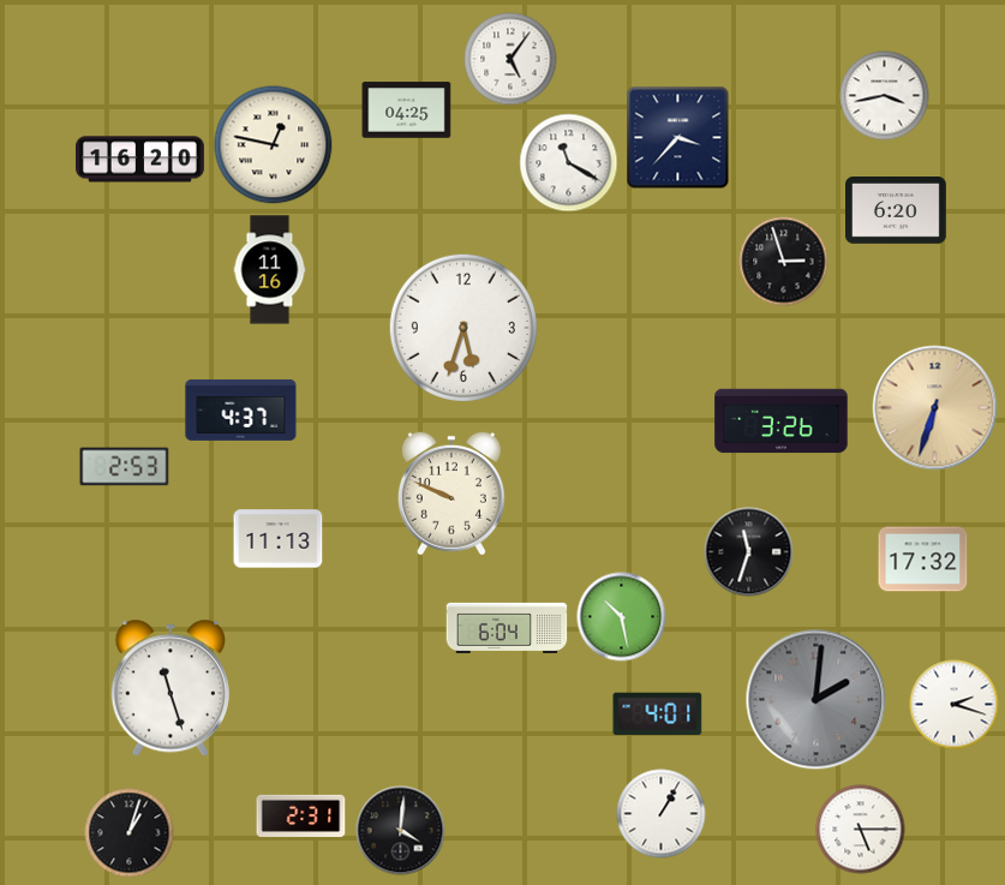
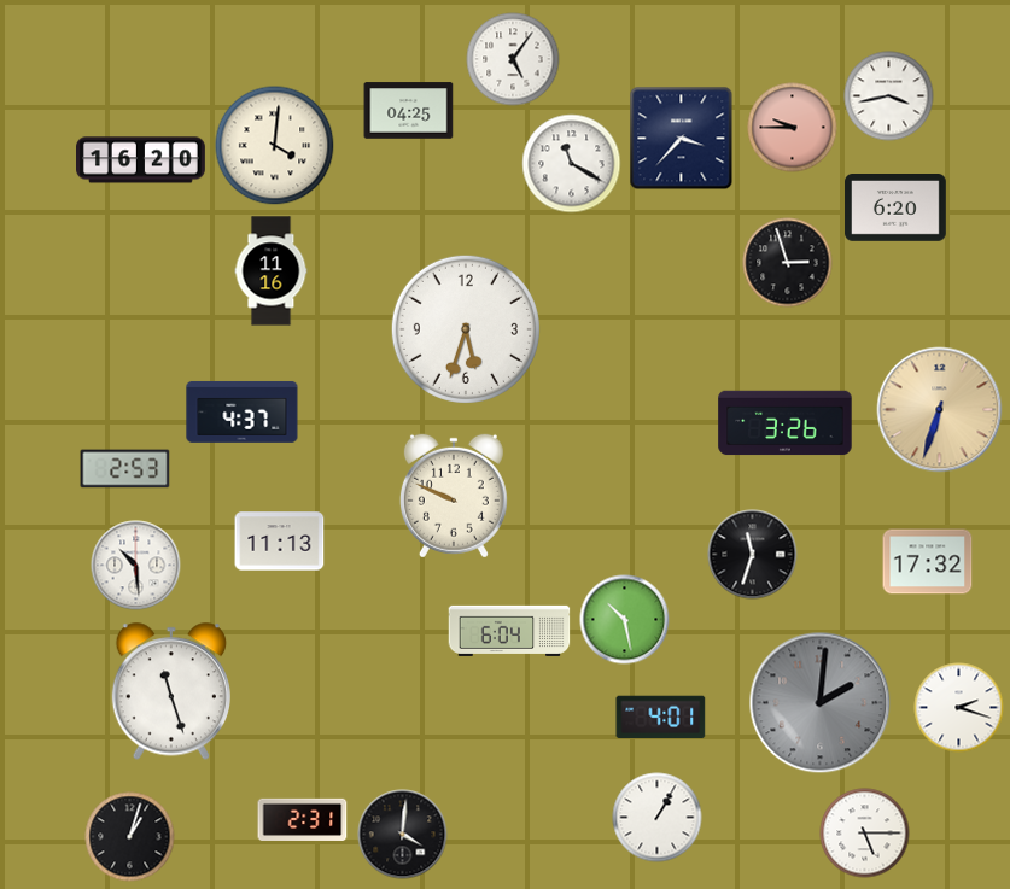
clock at (793, 128): none -> 9:45
clock at (274, 145): 12:47 -> 4:01
clock at (897, 211) position: (897, 211) -> (897, 209)
clock at (136, 566): none -> 10:29
clock at (662, 814) position: (662, 814) -> (658, 818)
